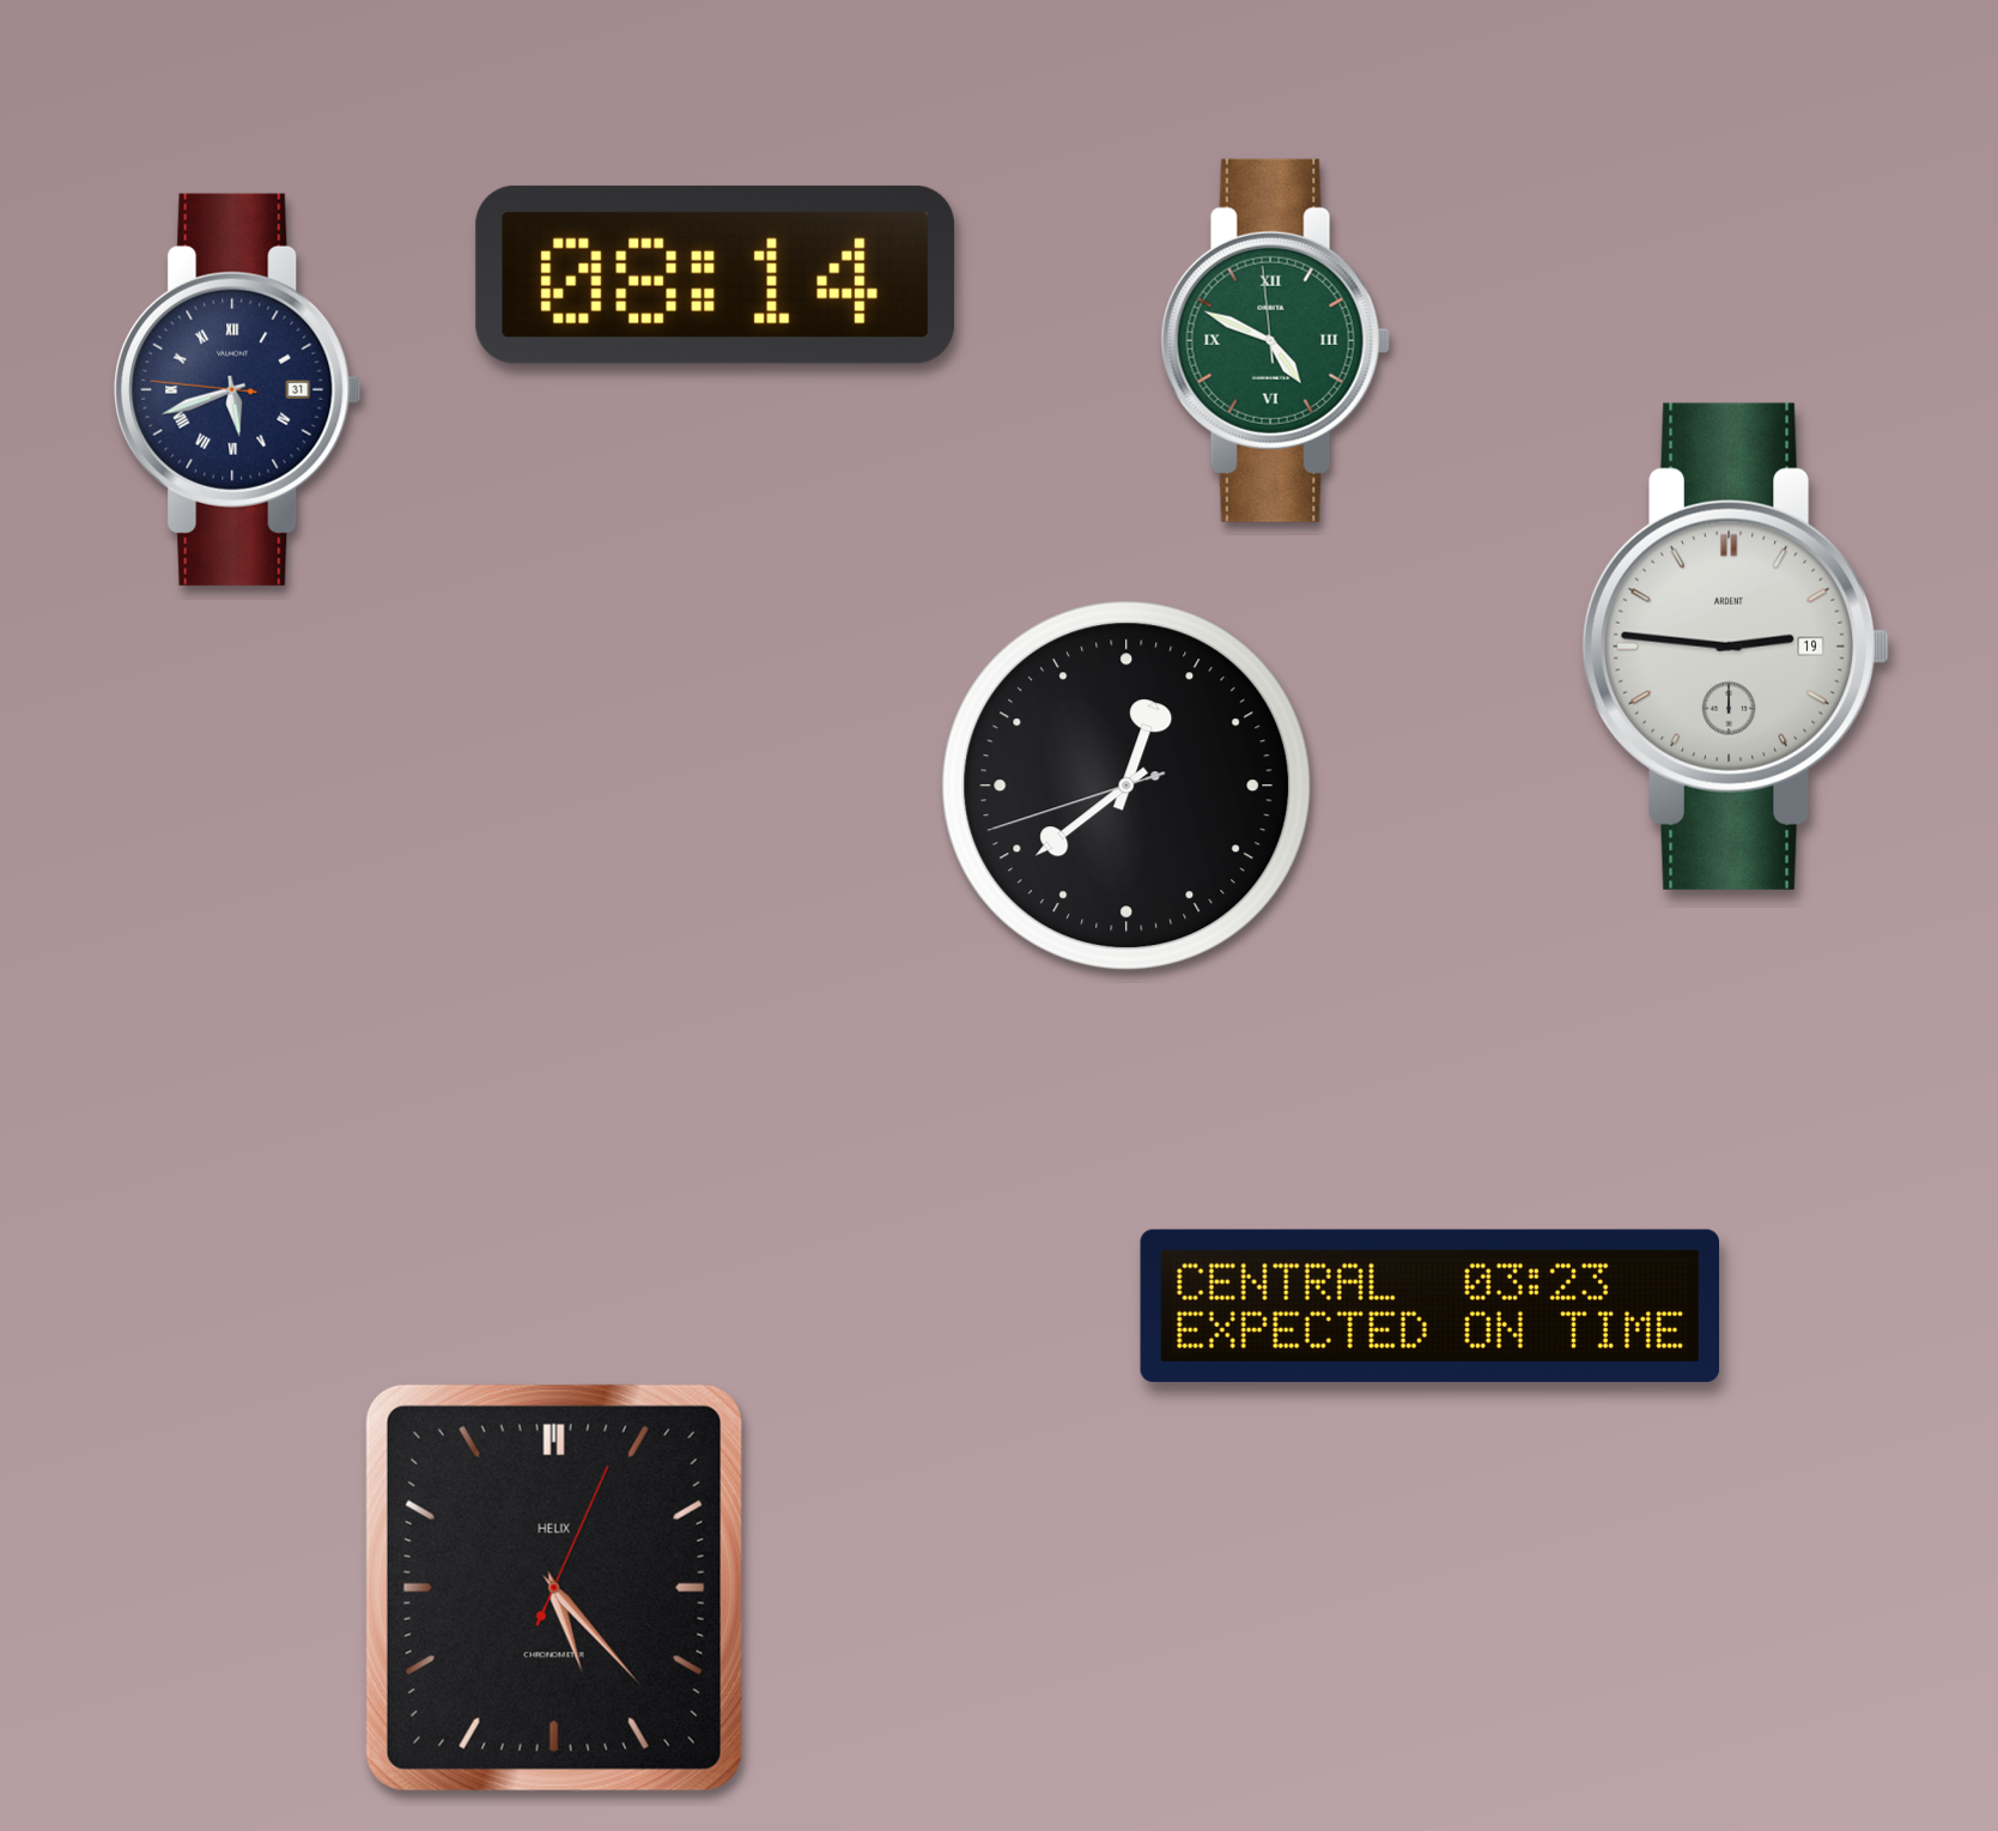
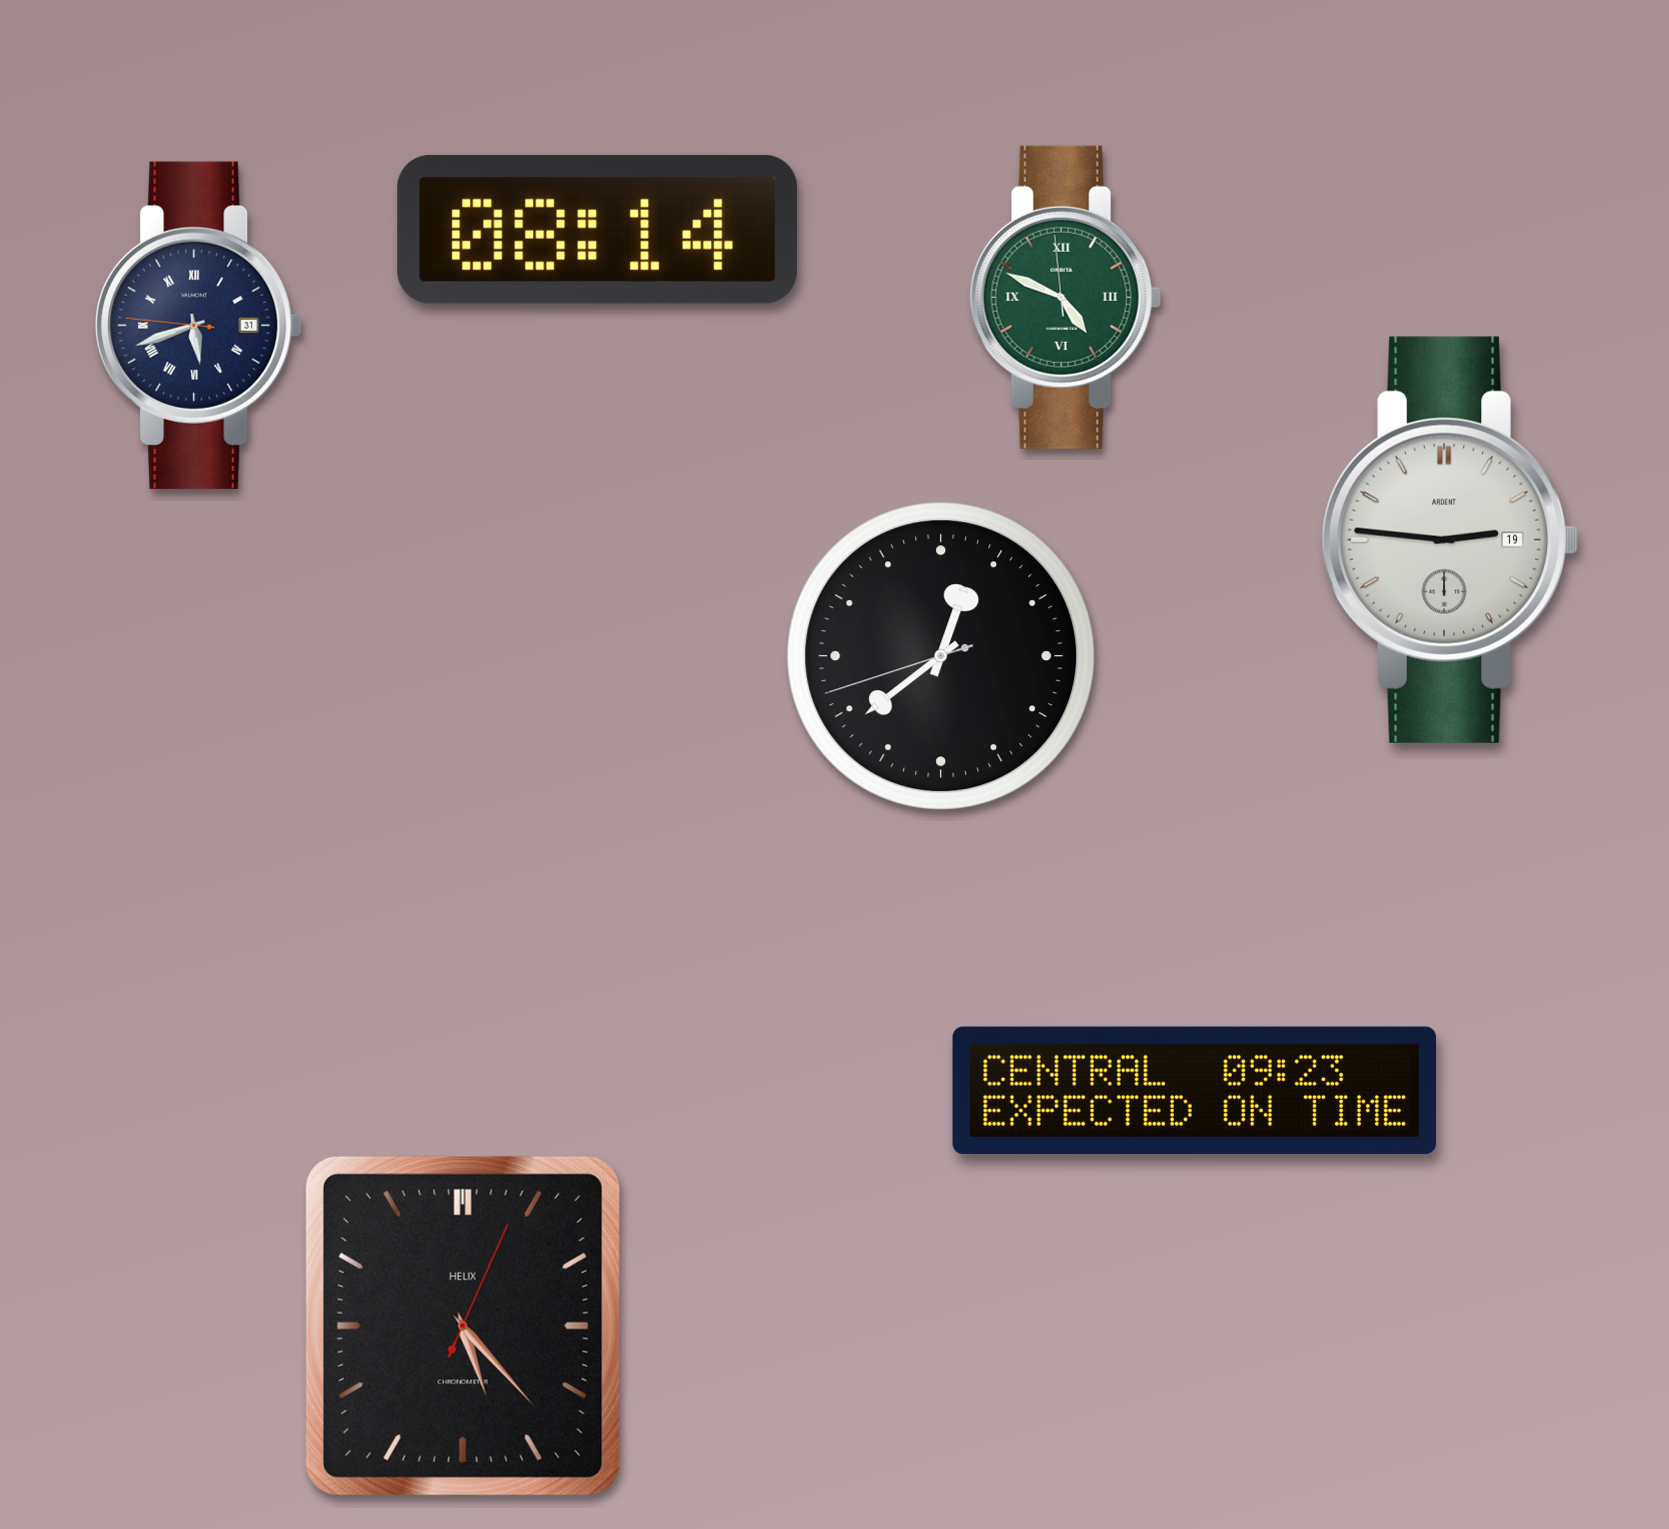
clock at (1275, 340) position: (1275, 340) -> (1065, 297)
clock at (1429, 1305): 03:23 -> 09:23
